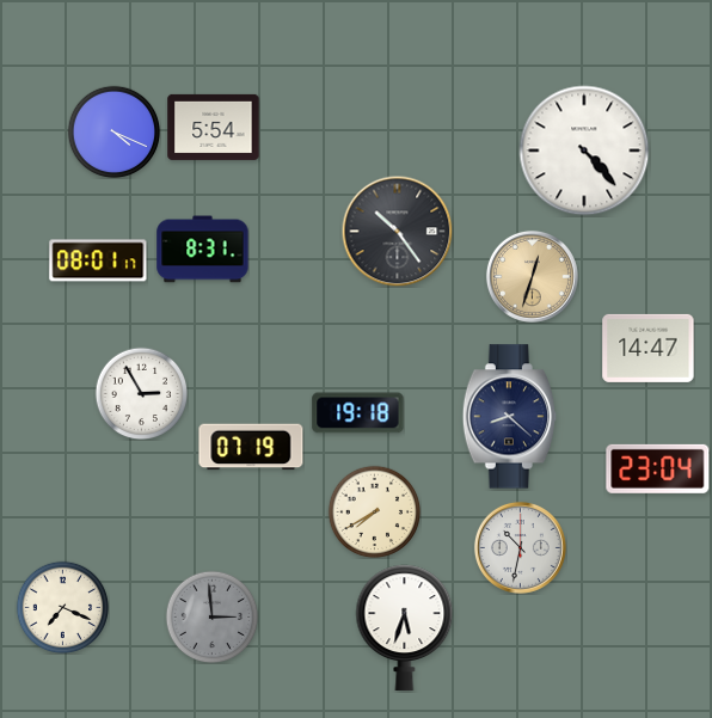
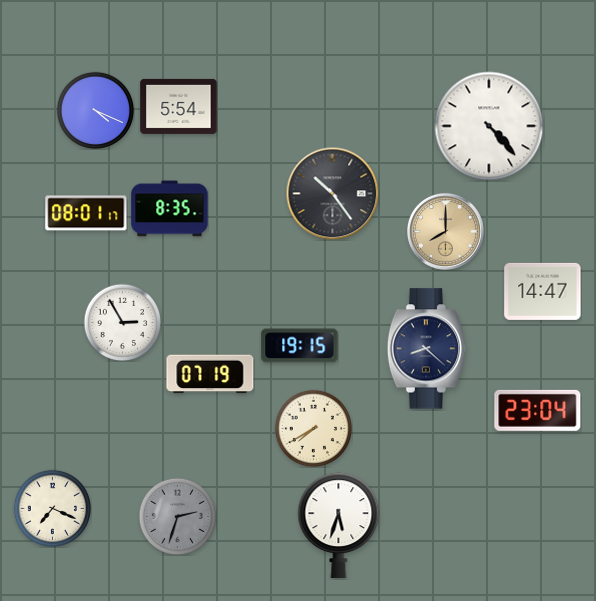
clock at (203, 250): 8:31 -> 8:35
clock at (98, 260) position: (98, 260) -> (86, 213)
clock at (532, 276): 12:33 -> 8:00
clock at (141, 393) position: (141, 393) -> (122, 322)
clock at (358, 413): 19:18 -> 19:15
clock at (658, 468) position: (658, 468) -> (538, 410)
clock at (520, 547): 10:32 -> none
clock at (211, 616): 2:59 -> 2:33
